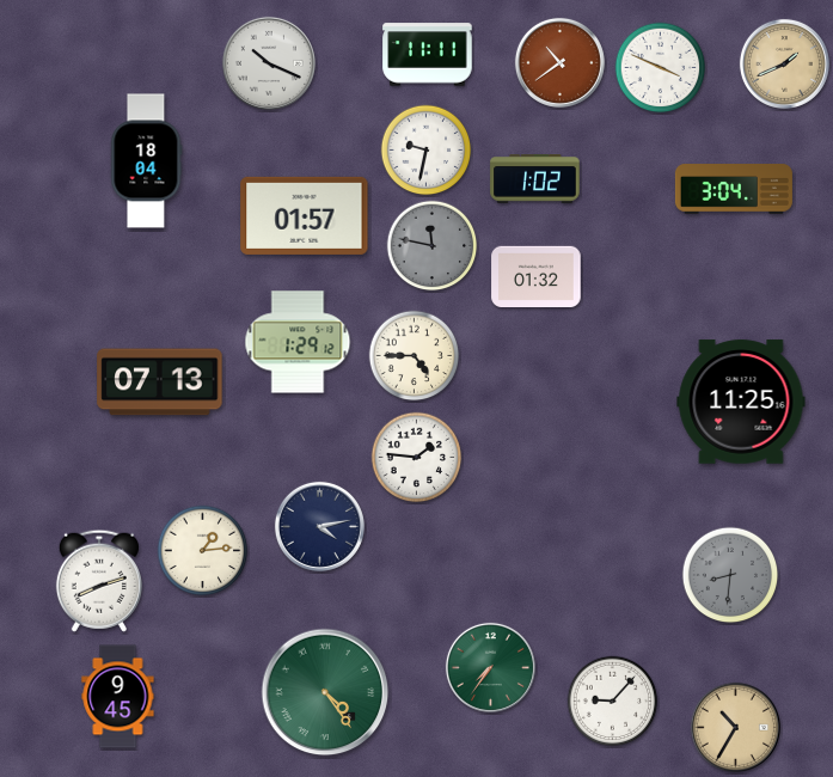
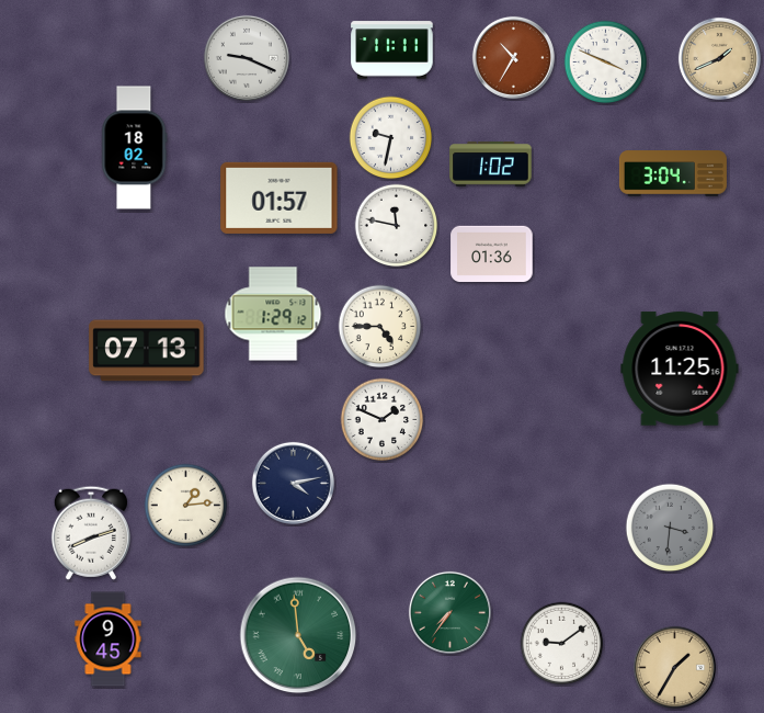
clock at (559, 62): 10:39 -> 10:35
clock at (269, 63): 10:19 -> 9:19
clock at (147, 161): 18:04 -> 18:02
clock at (433, 246) dial: grey -> white
clock at (537, 276): 01:32 -> 01:36
clock at (417, 458): 1:46 -> 1:49
clock at (730, 575): 8:31 -> 3:31
clock at (325, 692): 4:24 -> 4:59
clock at (613, 702): 9:07 -> 9:09
clock at (735, 727): 10:35 -> 1:35
